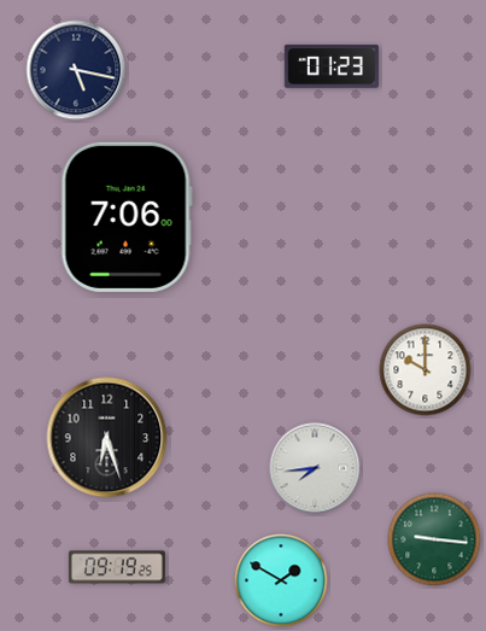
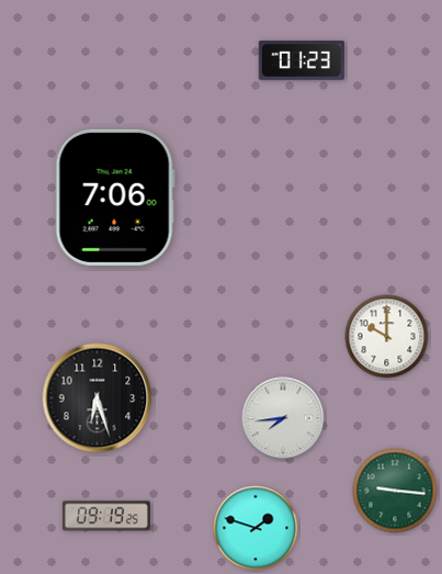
clock at (76, 70): 5:17 -> none
clock at (315, 468) position: (315, 468) -> (283, 418)
clock at (281, 580): 1:50 -> 1:48
